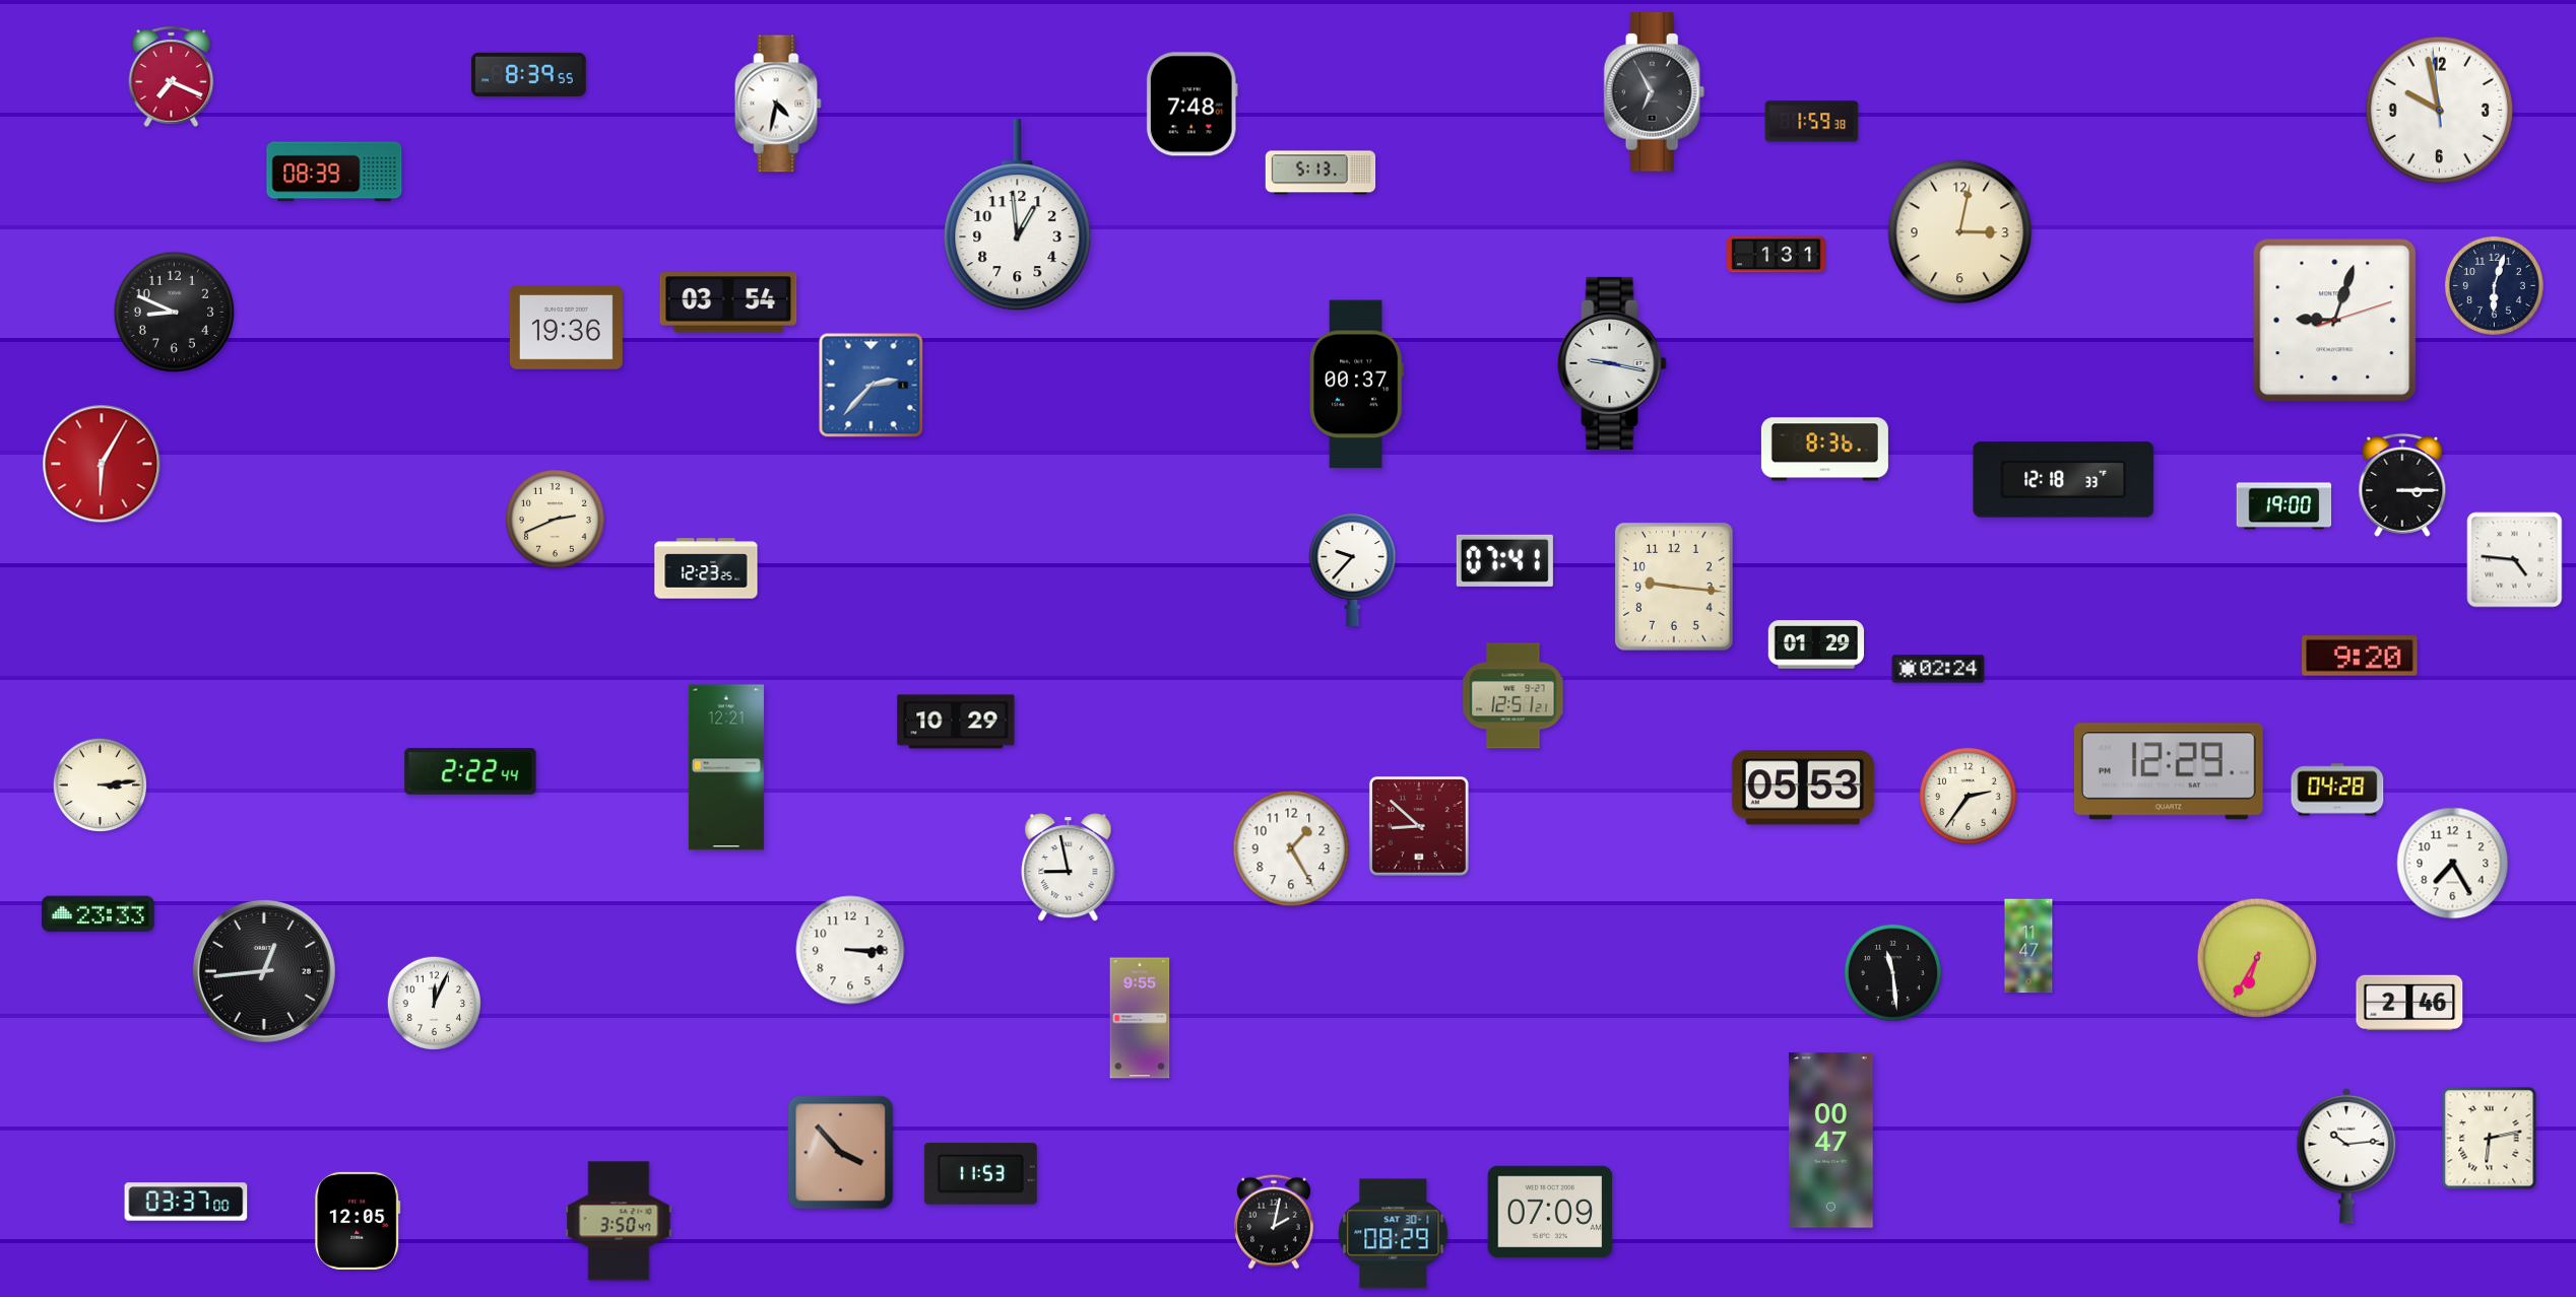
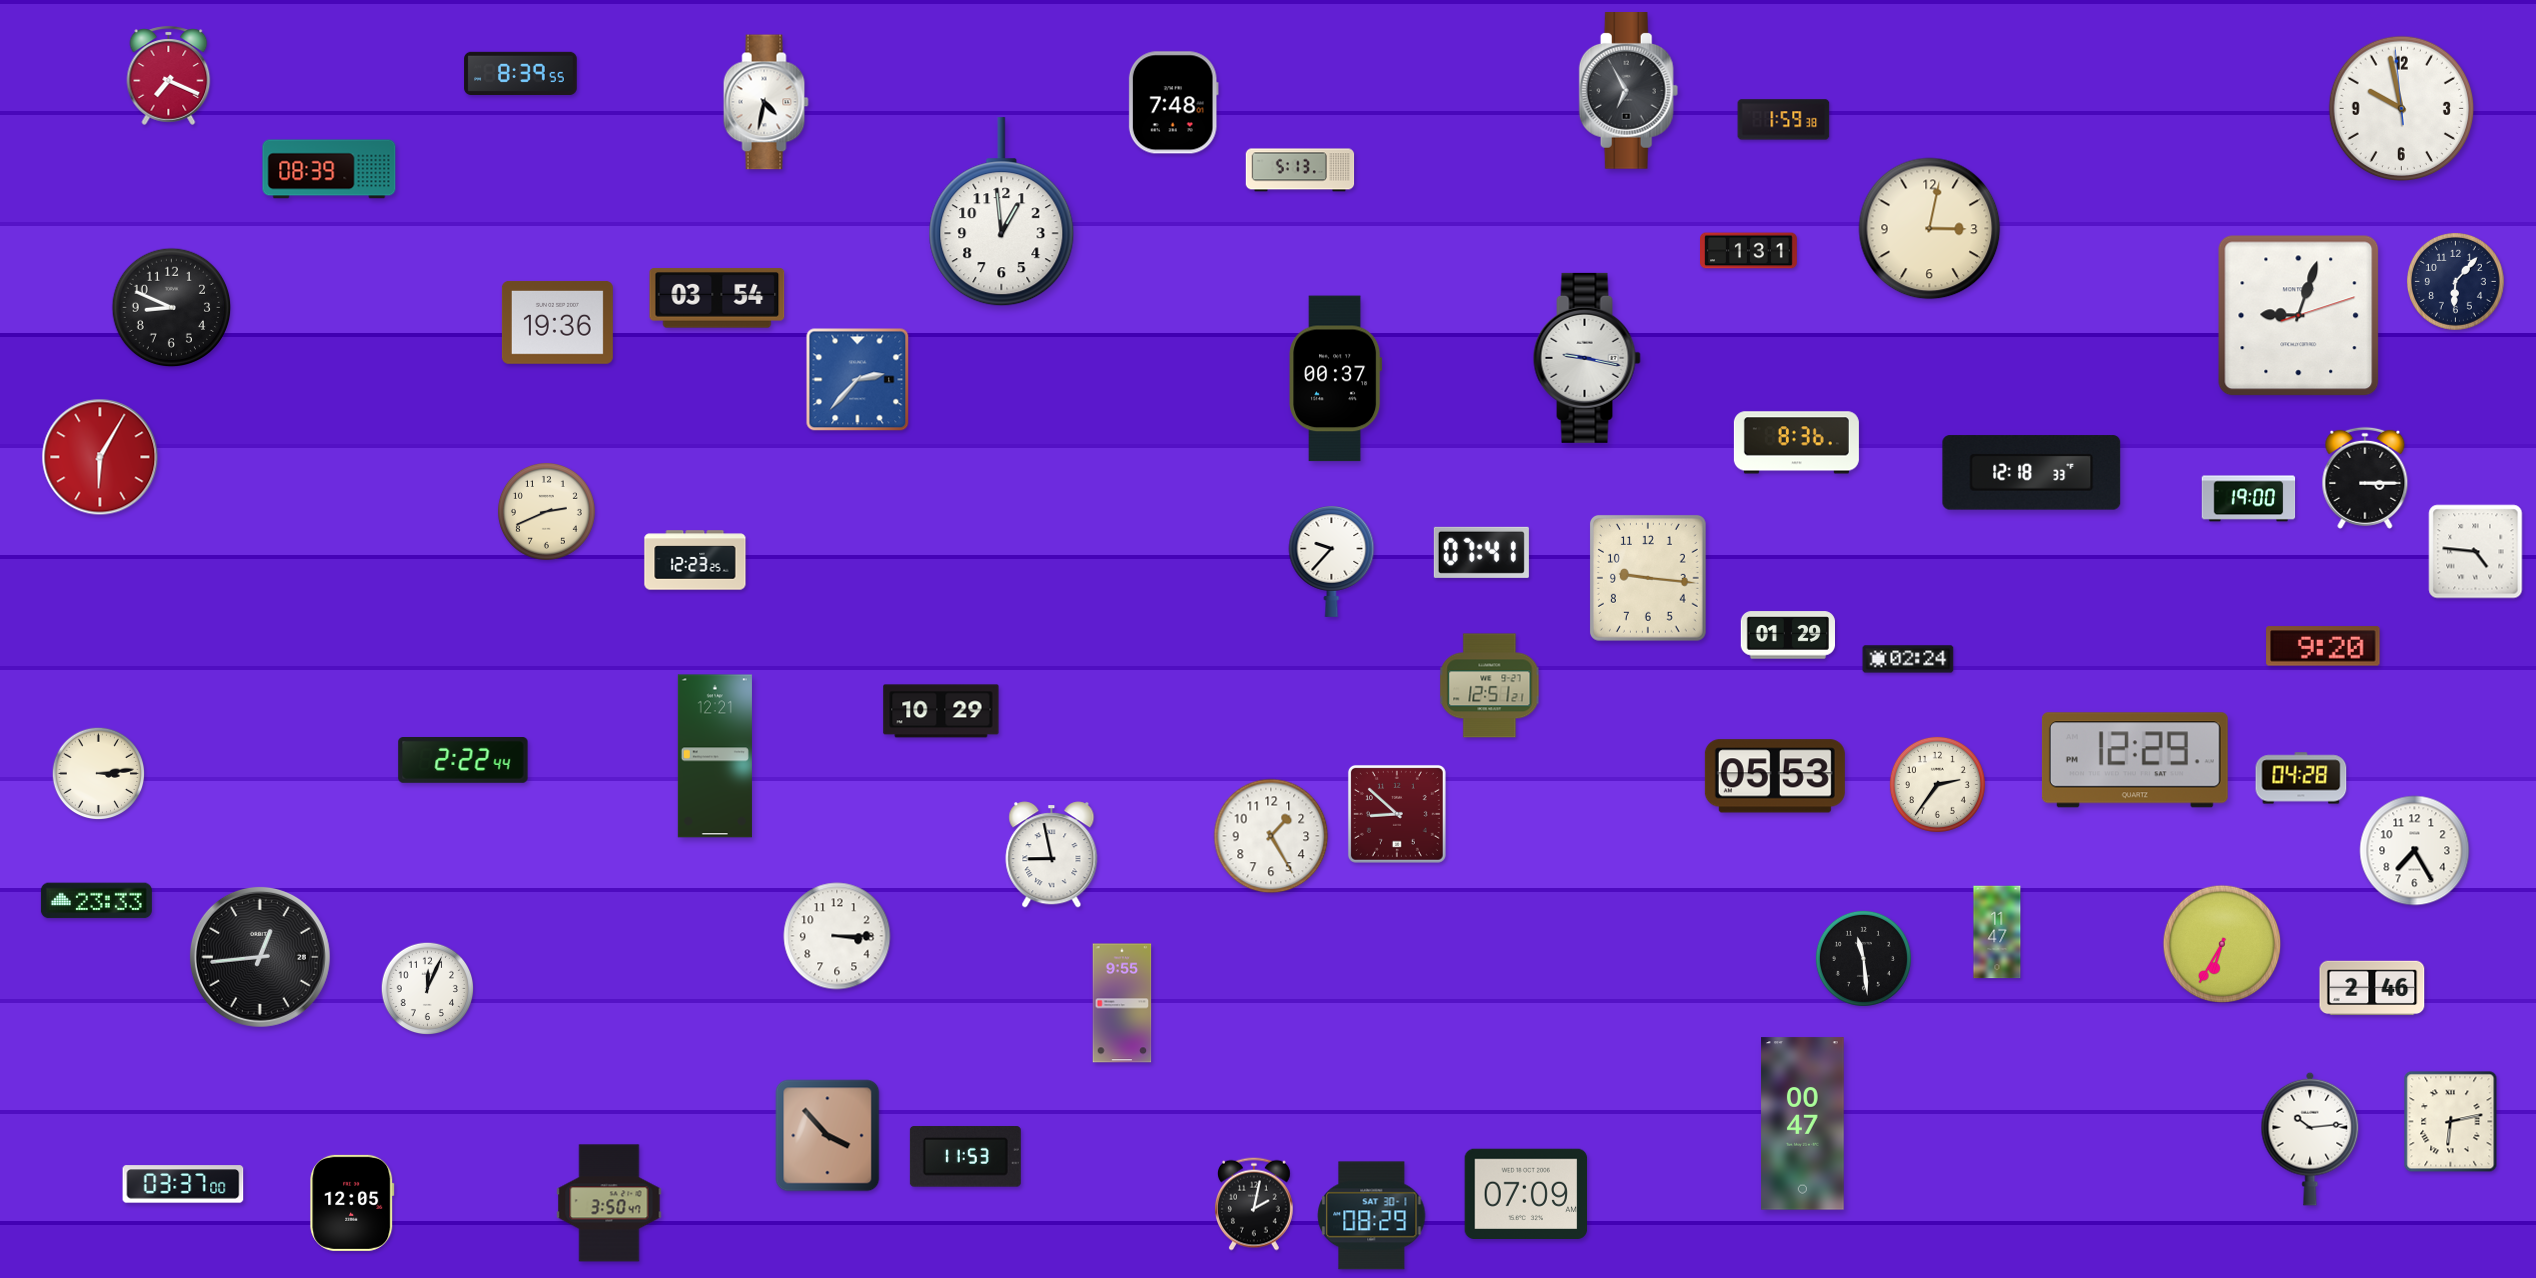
clock at (2494, 285): 6:03 -> 6:07
